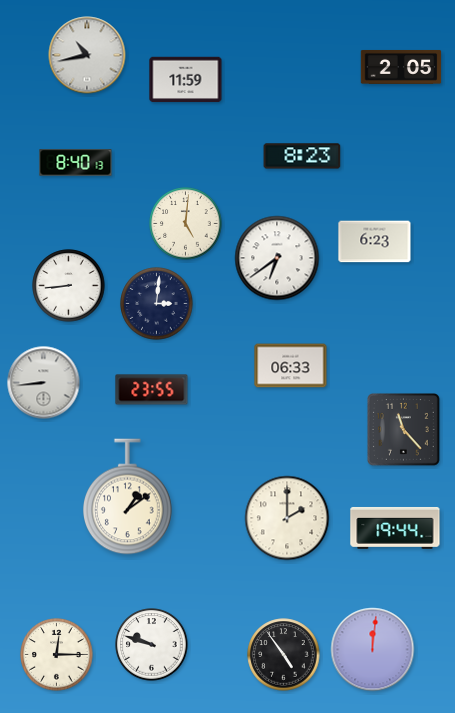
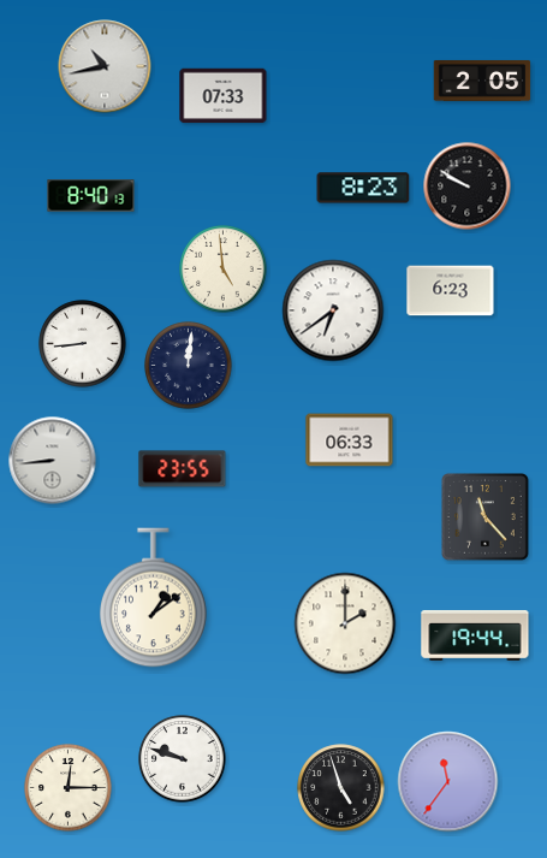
clock at (186, 80): 11:59 -> 07:33
clock at (468, 187): none -> 9:50
clock at (186, 224): 5:01 -> 4:59
clock at (157, 304): 3:01 -> 12:01
clock at (152, 645) position: (152, 645) -> (183, 759)
clock at (373, 650): 12:01 -> 11:36
clock at (284, 655): 4:54 -> 4:57
